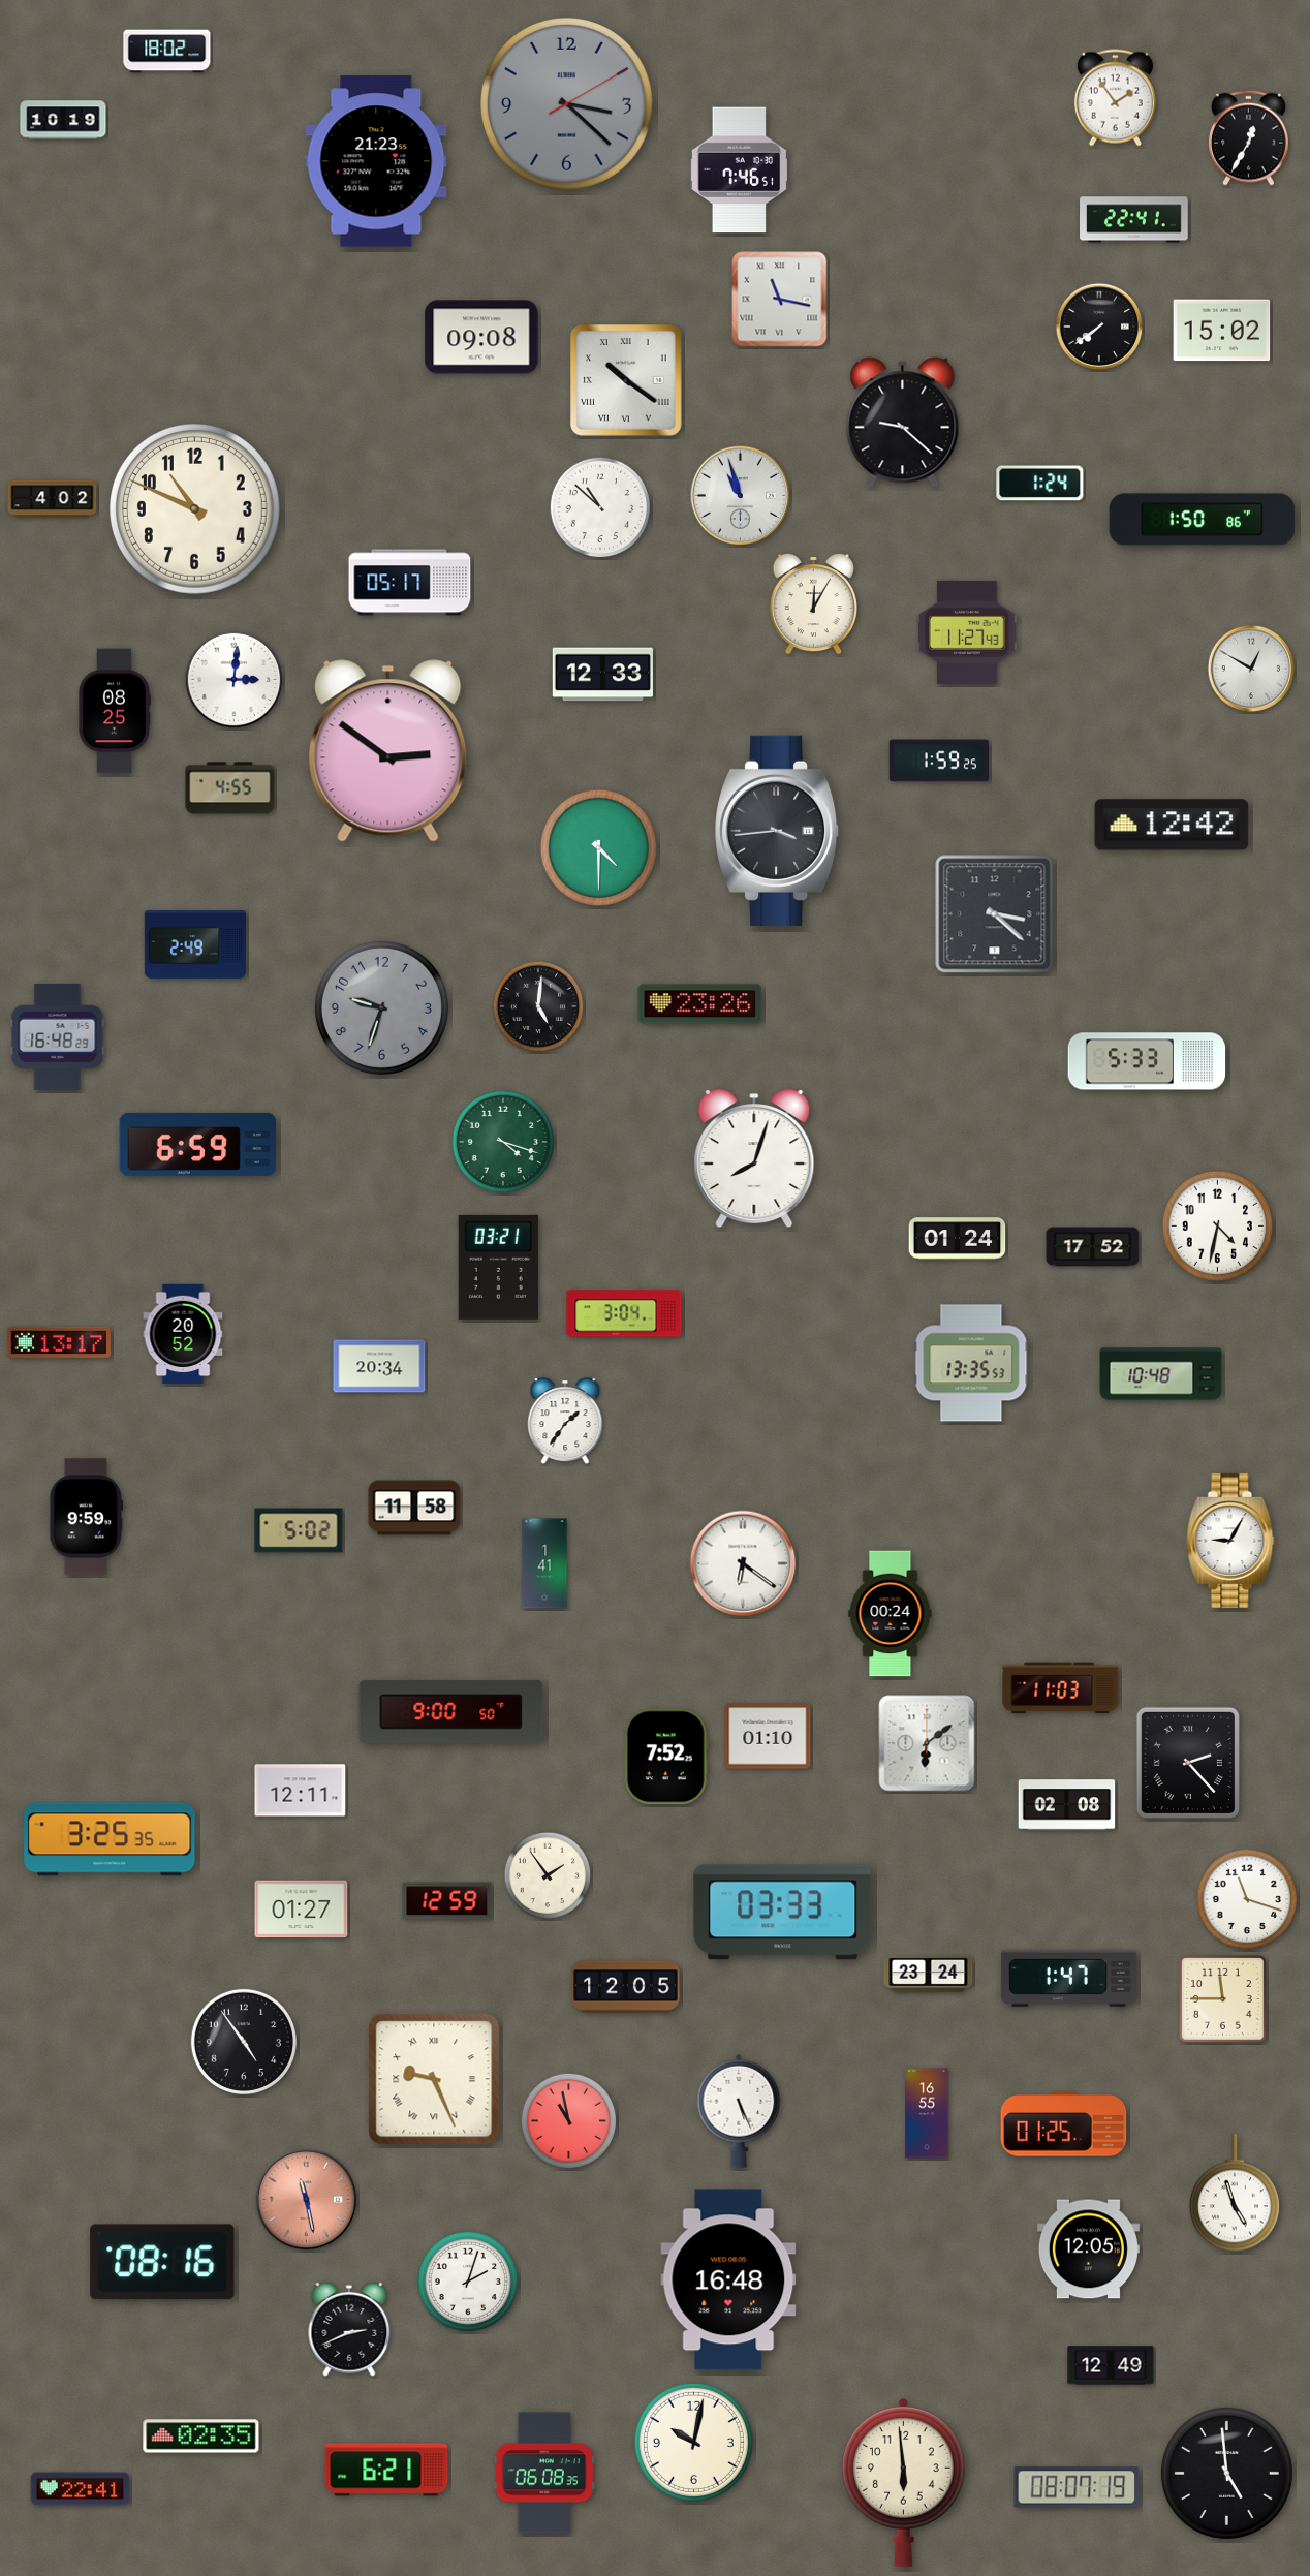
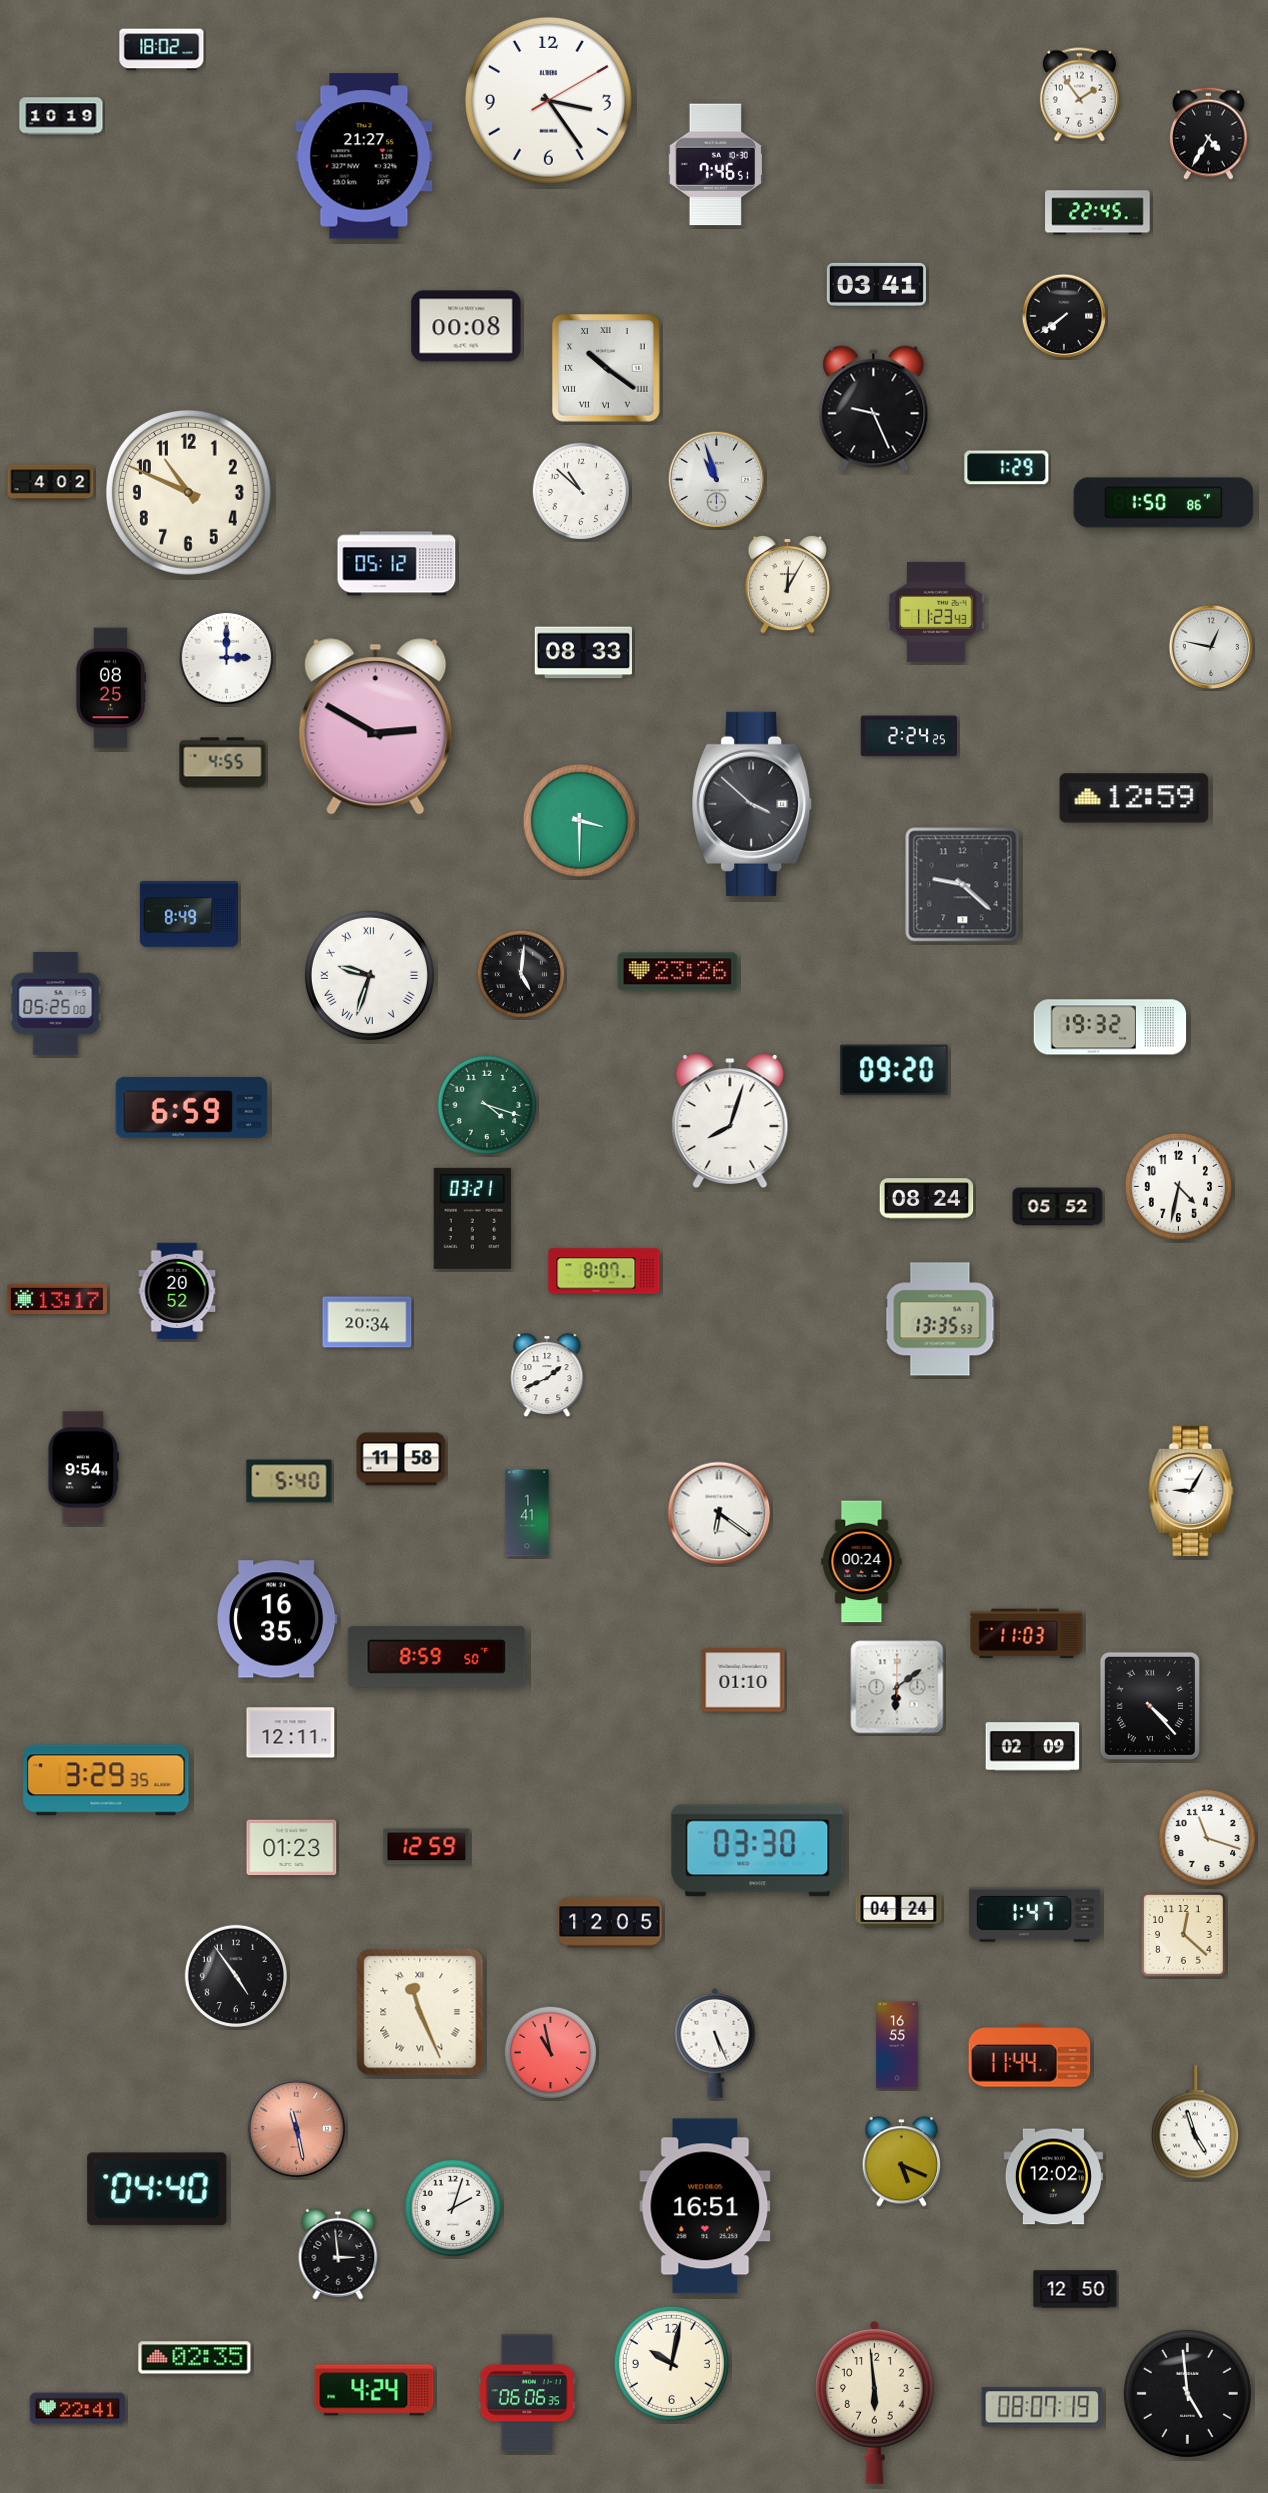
clock at (566, 103): 3:22 -> 3:24
clock at (566, 103) dial: grey -> white
clock at (1249, 137): 12:35 -> 4:35
clock at (376, 161): 21:23 -> 21:27
clock at (1134, 220): 22:41 -> 22:45
clock at (876, 284): none -> 03:41
clock at (780, 300): 11:17 -> none
clock at (1222, 331): 15:02 -> none
clock at (481, 337): 09:08 -> 00:08
clock at (903, 423): 9:22 -> 9:26
clock at (1040, 484): 1:24 -> 1:29
clock at (410, 583): 05:17 -> 05:12
clock at (967, 632): 11:27 -> 11:23
clock at (1251, 669): 12:50 -> 12:47
clock at (602, 675): 12:33 -> 08:33
clock at (235, 680): 3:01 -> 3:00
clock at (388, 751): 2:51 -> 2:50
clock at (938, 761): 1:59 -> 2:24
clock at (1172, 825): 12:42 -> 12:59
clock at (778, 831): 3:44 -> 3:52
clock at (598, 847): 4:30 -> 3:30
clock at (995, 914): 3:22 -> 9:22
clock at (195, 944): 2:49 -> 8:49
clock at (381, 1007) dial: grey -> white
clock at (381, 1007) numerals: Arabic -> Roman
clock at (58, 1036): 16:48 -> 05:25
clock at (1147, 1061): 5:33 -> 19:32
clock at (894, 1070): none -> 09:20
clock at (958, 1239): 01:24 -> 08:24
clock at (1093, 1247): 17:52 -> 05:52
clock at (498, 1267) position: (498, 1267) -> (472, 1218)
clock at (624, 1313): 3:04 -> 8:07
clock at (1161, 1374): 10:48 -> none
clock at (565, 1422): 1:36 -> 1:41
clock at (87, 1517): 9:59 -> 9:54
clock at (299, 1530): 5:02 -> 5:40
clock at (277, 1619): none -> 16:35
clock at (451, 1711): 9:00 -> 8:59
clock at (666, 1757): 7:52 -> none
clock at (1188, 1762): 2:23 -> 4:23
clock at (1067, 1805): 02:08 -> 02:09
clock at (110, 1839): 3:25 -> 3:29
clock at (548, 1875): 1:54 -> none
clock at (447, 1901) position: (447, 1901) -> (427, 1847)
clock at (302, 1910): 01:27 -> 01:23
clock at (783, 1913): 03:33 -> 03:30
clock at (929, 1974): 23:24 -> 04:24
clock at (626, 1987) position: (626, 1987) -> (610, 1923)
clock at (1223, 1999): 11:45 -> 12:22
clock at (434, 2079): 9:26 -> 11:26
clock at (1064, 2124): 01:25 -> 11:44
clock at (902, 2162): none -> 5:19
clock at (1088, 2249): 12:05 -> 12:02
clock at (162, 2262): 08:16 -> 04:40
clock at (728, 2279): 16:48 -> 16:51
clock at (349, 2329): 2:41 -> 2:59
clock at (1111, 2365): 12:49 -> 12:50
clock at (386, 2470): 6:21 -> 4:24
clock at (544, 2473): 06:08 -> 06:06
